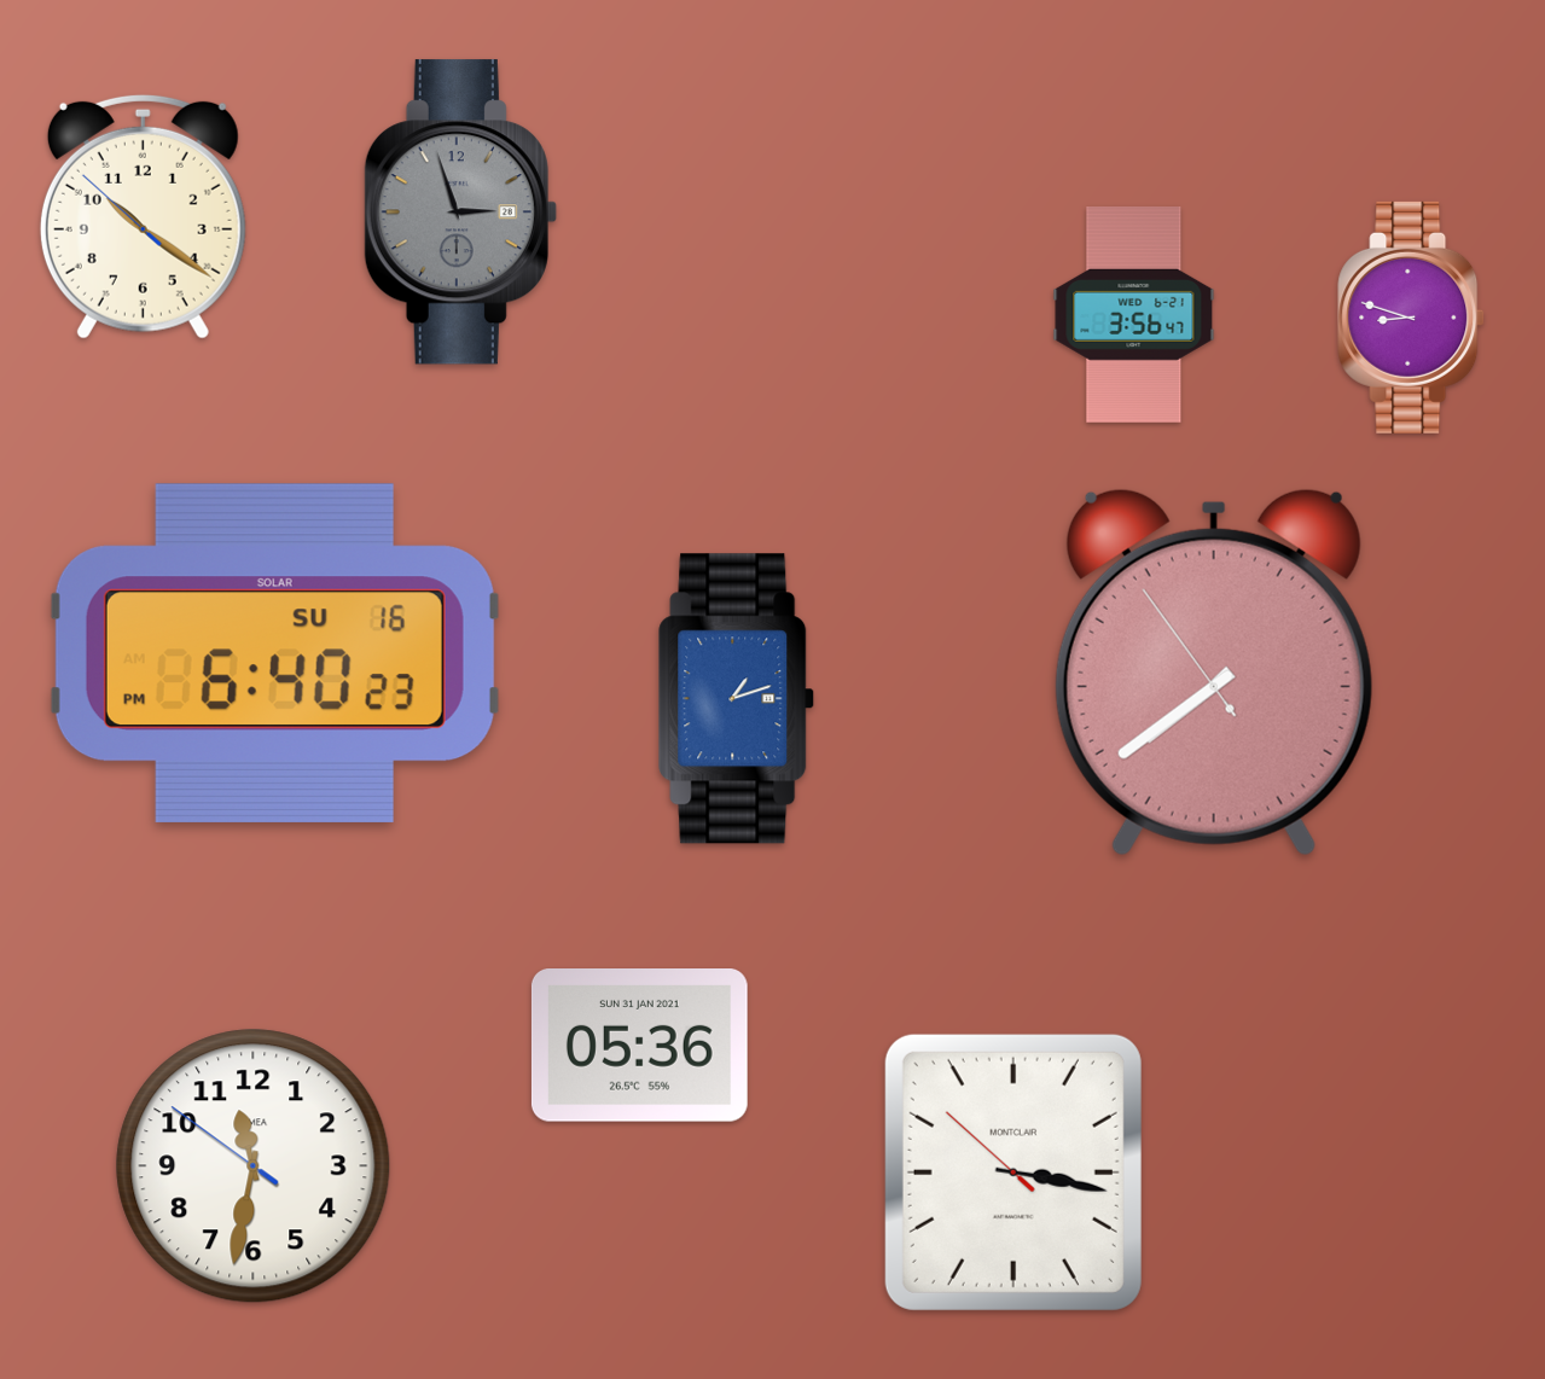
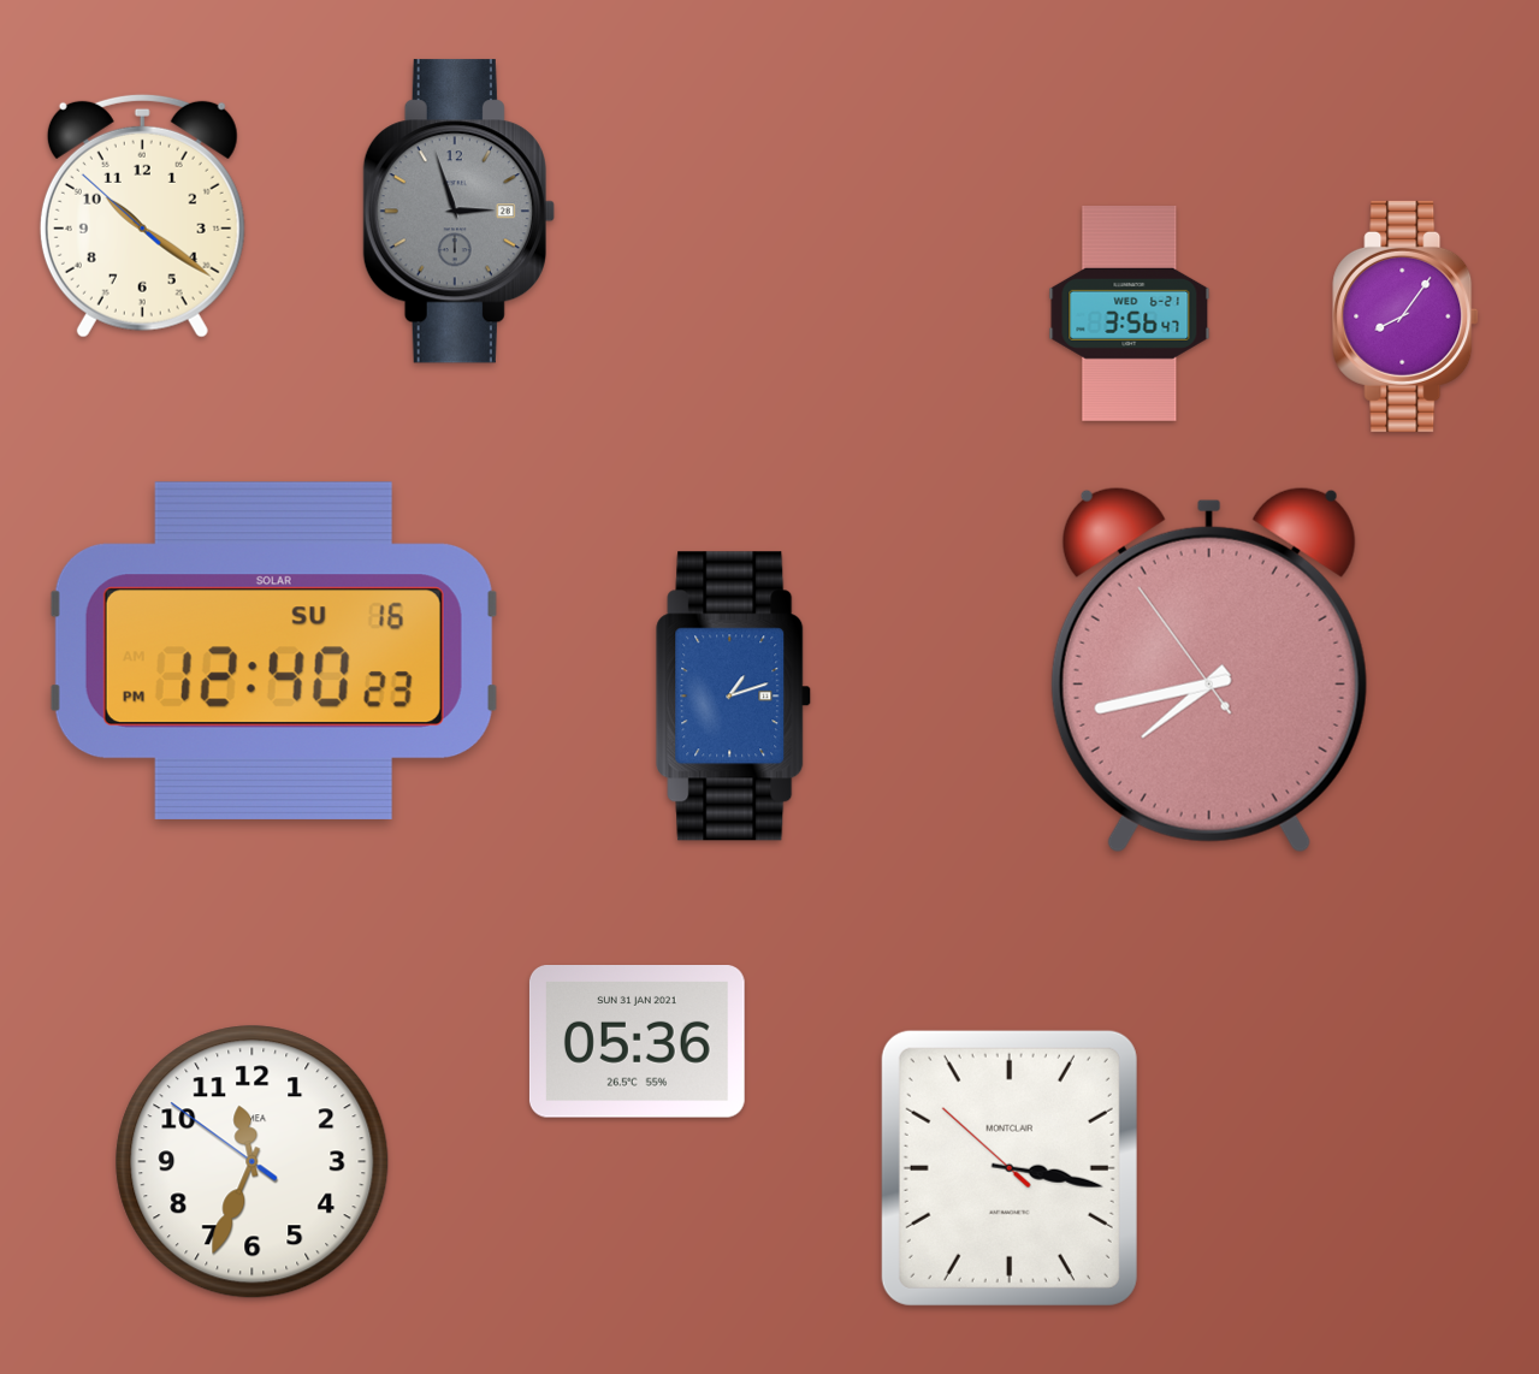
clock at (1411, 318): 8:48 -> 8:06
clock at (274, 653): 6:40 -> 12:40
clock at (1214, 673): 7:38 -> 7:42
clock at (254, 1166): 11:31 -> 11:33
